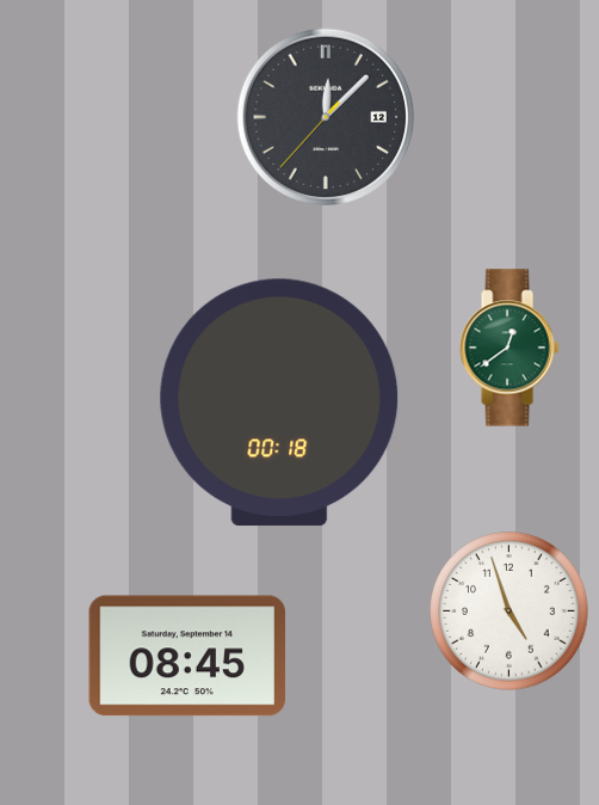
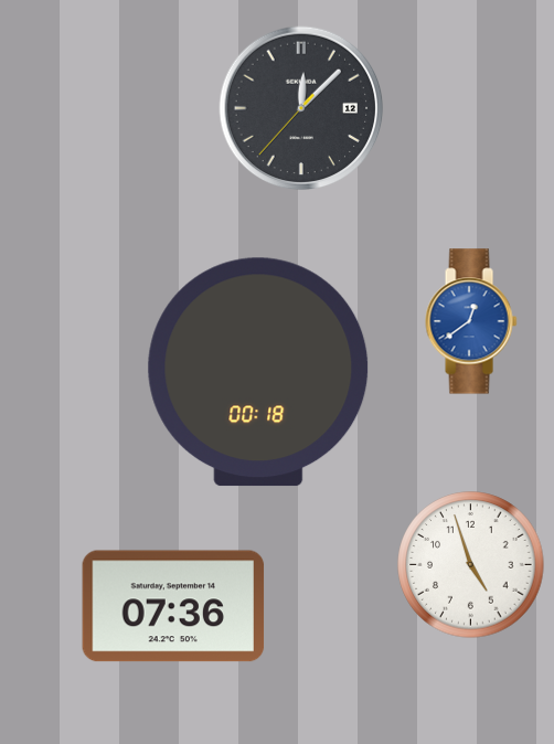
clock at (510, 348) dial: green -> blue
clock at (187, 656): 08:45 -> 07:36
